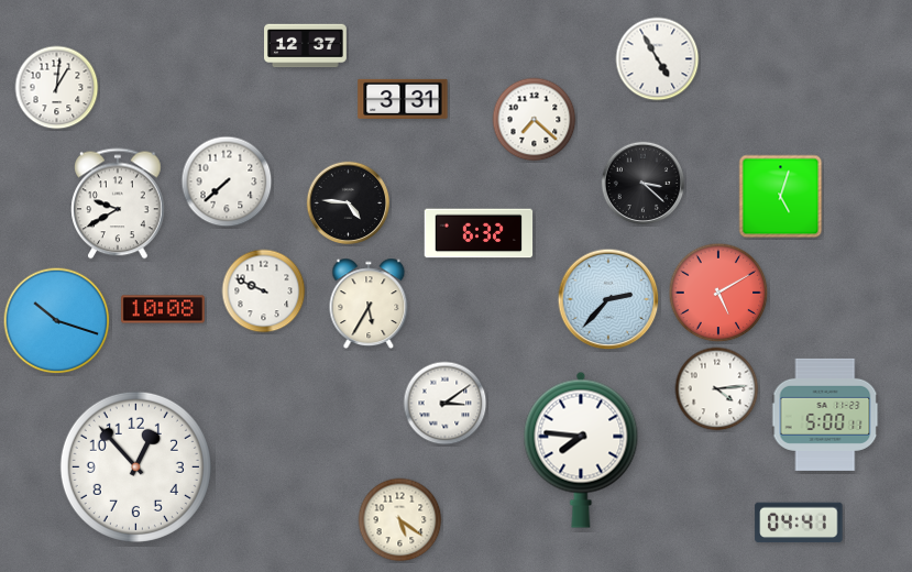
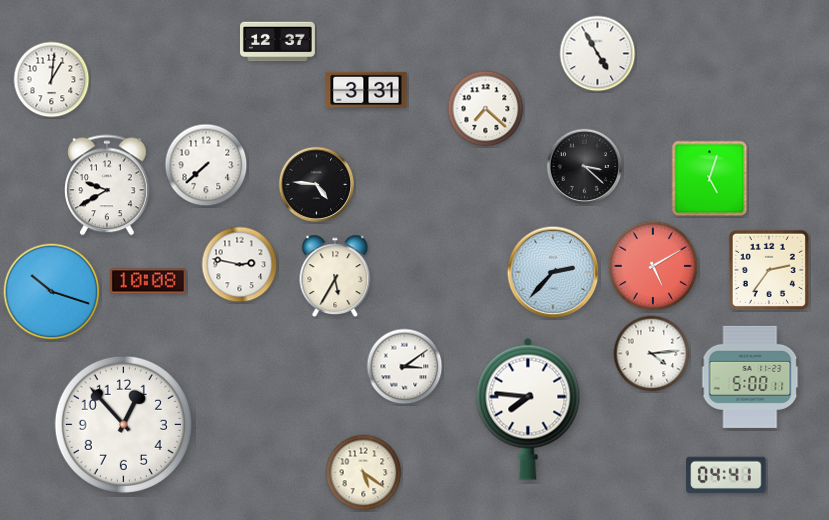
clock at (479, 233): 6:32 -> none
clock at (264, 291): 9:49 -> 2:47
clock at (769, 270): none -> 2:36
